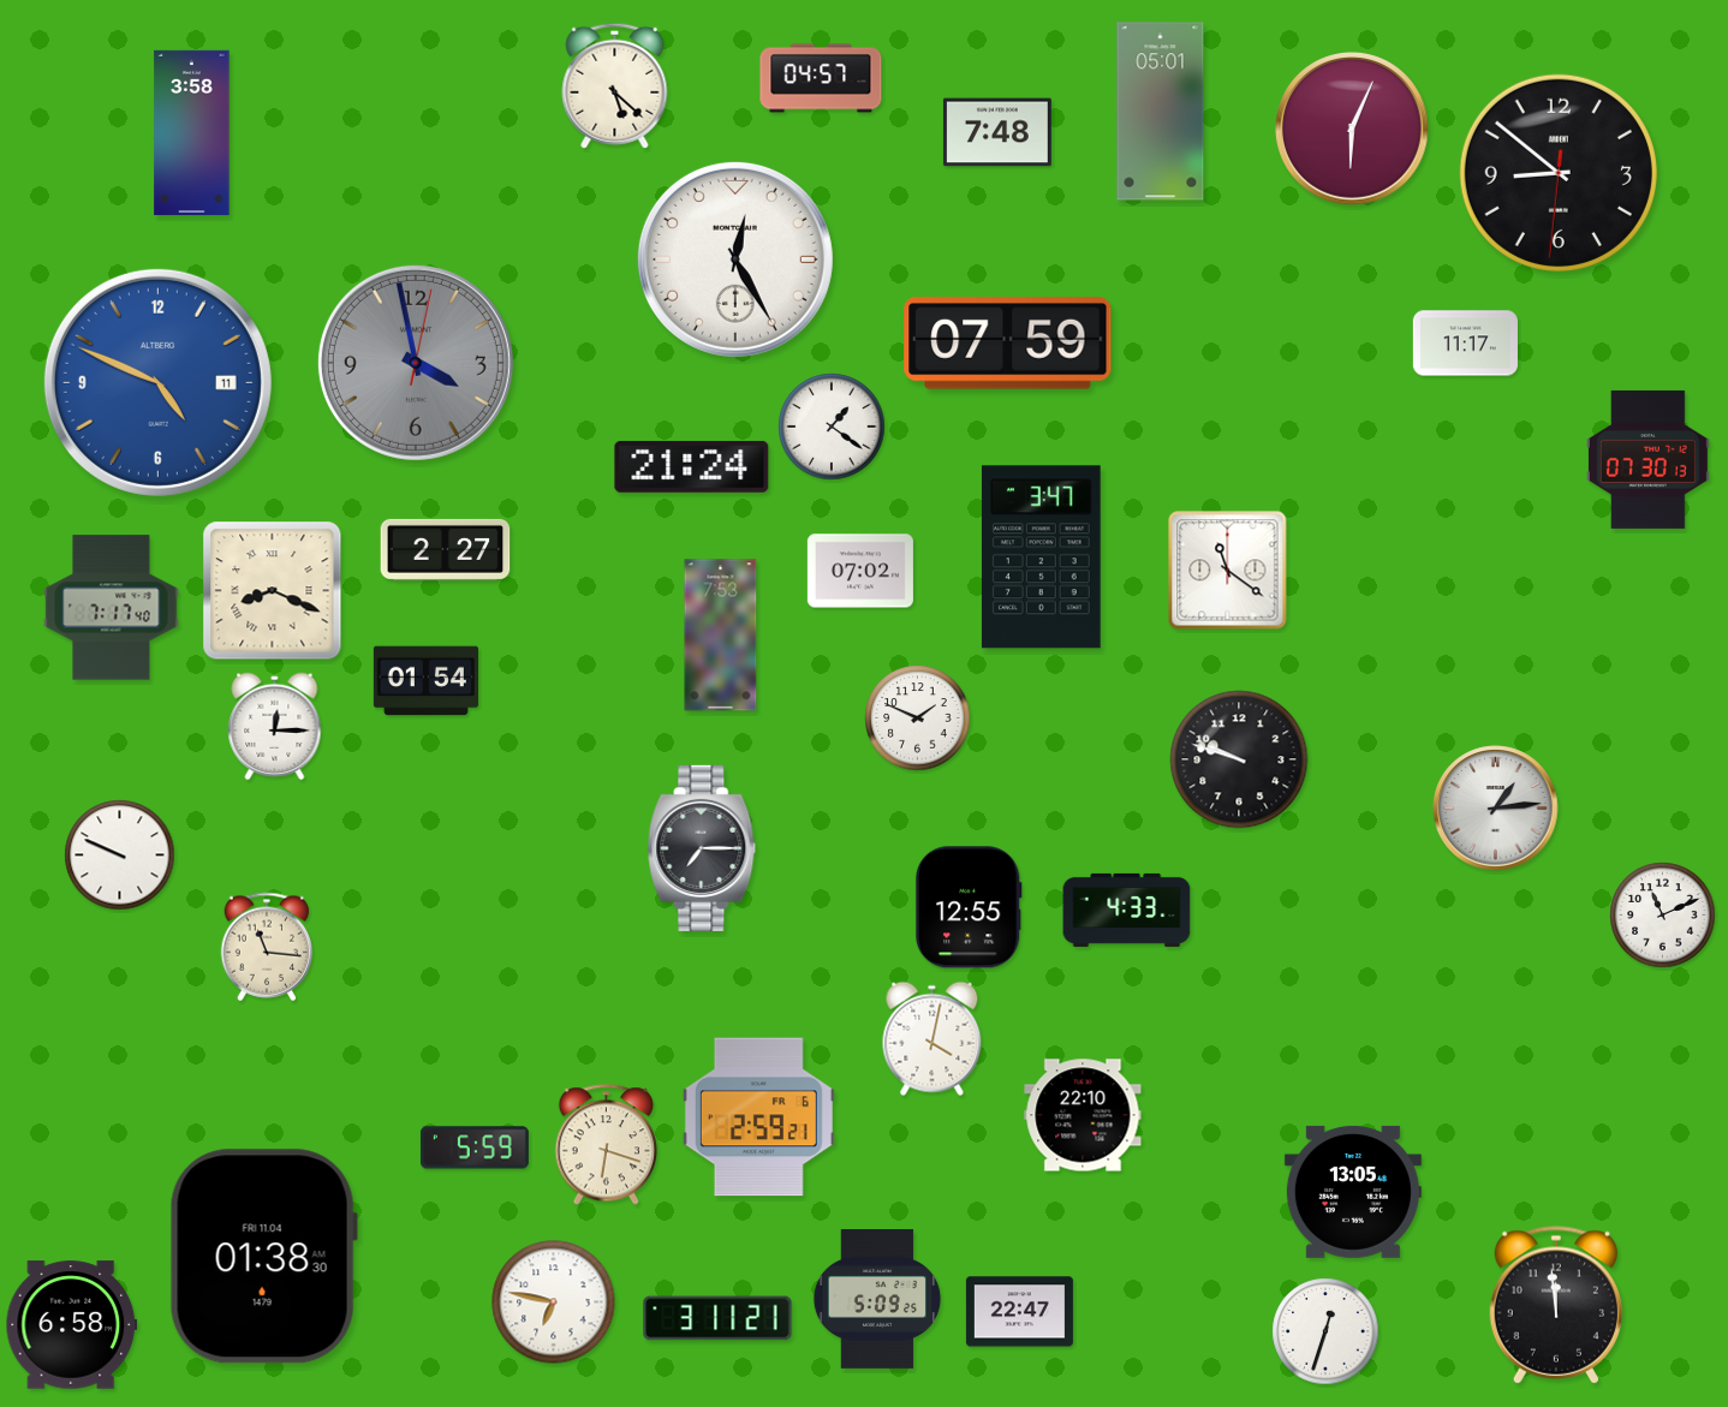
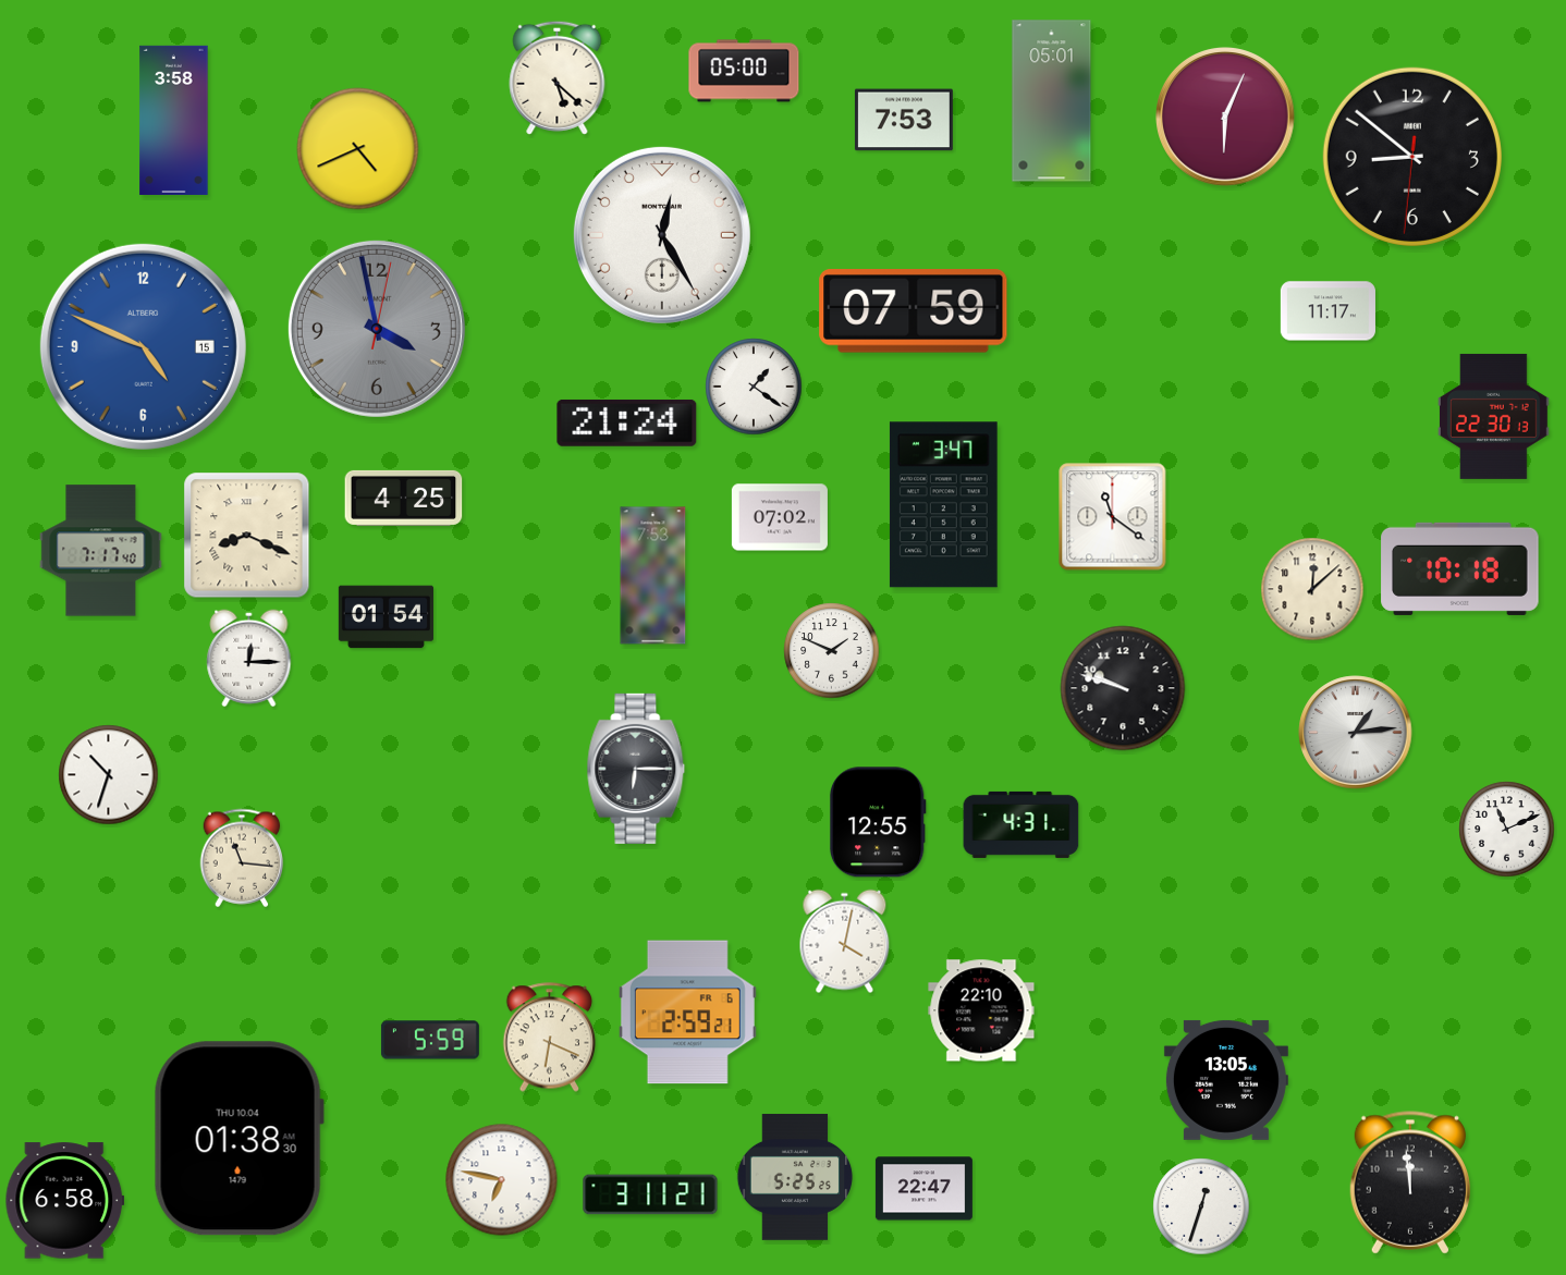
clock at (821, 78): 04:57 -> 05:00
clock at (997, 132): 7:48 -> 7:53
clock at (358, 149): none -> 4:41
clock at (735, 260) position: (735, 260) -> (662, 235)
clock at (157, 382) date: 11 -> 15
clock at (1647, 459): 07:30 -> 22:30
clock at (446, 549): 2:27 -> 4:25
clock at (1460, 568): none -> 10:18
clock at (1312, 589): none -> 12:08
clock at (702, 848): 7:15 -> 6:15
clock at (120, 855): 9:49 -> 10:33
clock at (1127, 910): 4:33 -> 4:31
clock at (607, 1145): 6:18 -> 6:19
clock at (263, 1257) date: FRI 11.04 -> THU 10.04
clock at (877, 1299): 5:09 -> 5:25
